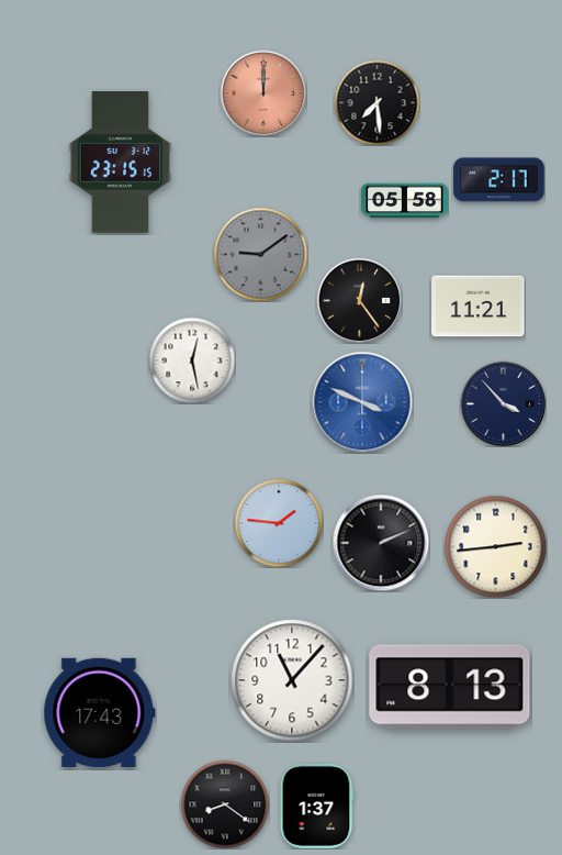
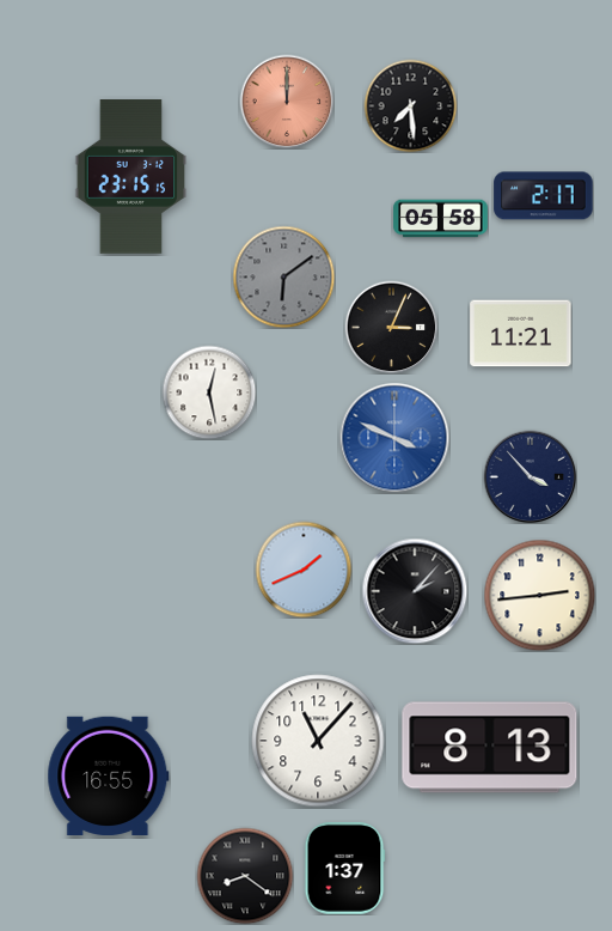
clock at (376, 102) position: (376, 102) -> (410, 105)
clock at (260, 254): 9:09 -> 6:09
clock at (359, 300): 12:24 -> 3:04
clock at (503, 403) position: (503, 403) -> (530, 476)
clock at (279, 523): 1:46 -> 1:41
clock at (381, 543): 2:11 -> 2:07
clock at (100, 712): 17:43 -> 16:55
clock at (316, 806) position: (316, 806) -> (344, 868)
